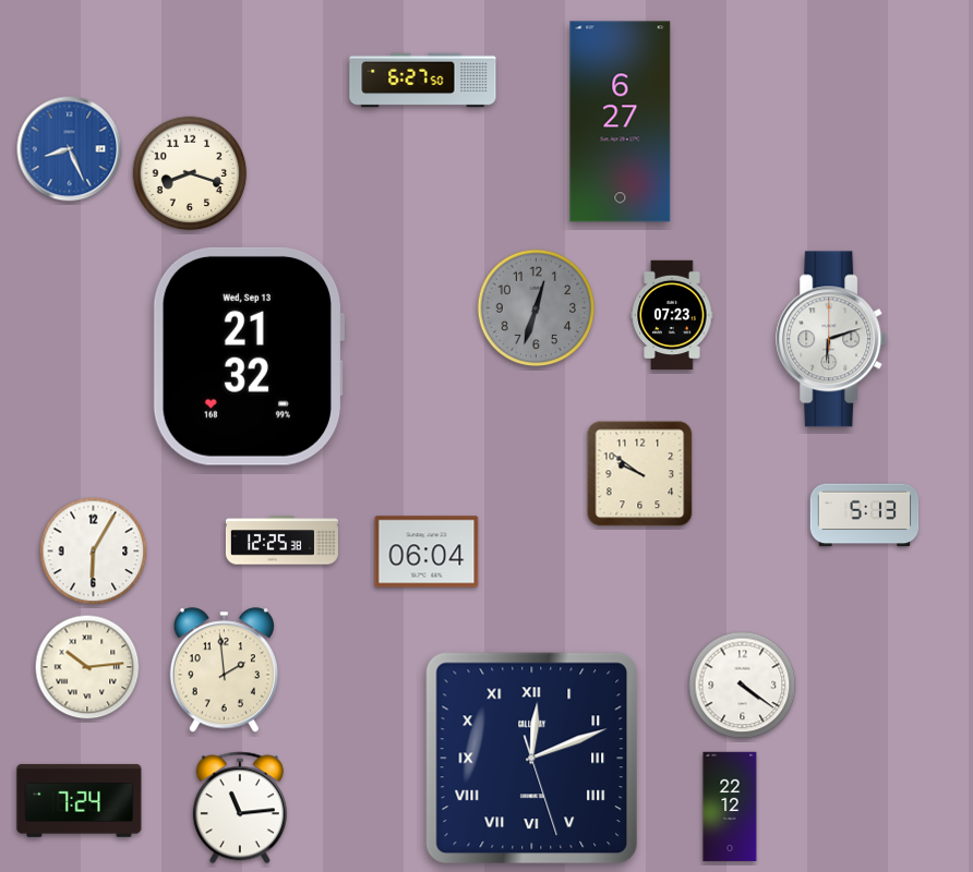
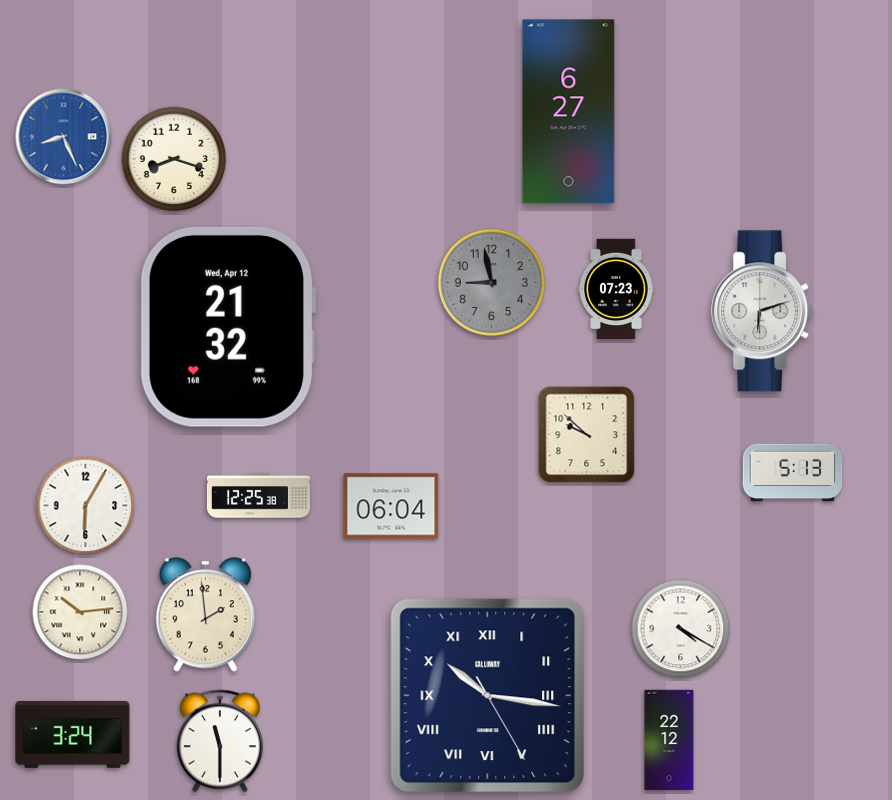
clock at (423, 81): 6:27 -> none
clock at (537, 308): 12:33 -> 8:58
clock at (248, 356) date: Wed, Sep 13 -> Wed, Apr 12
clock at (640, 474): 9:51 -> 9:52
clock at (743, 686): 4:21 -> 4:20
clock at (532, 759): 12:11 -> 10:16
clock at (80, 800): 7:24 -> 3:24
clock at (240, 808): 11:14 -> 11:30
